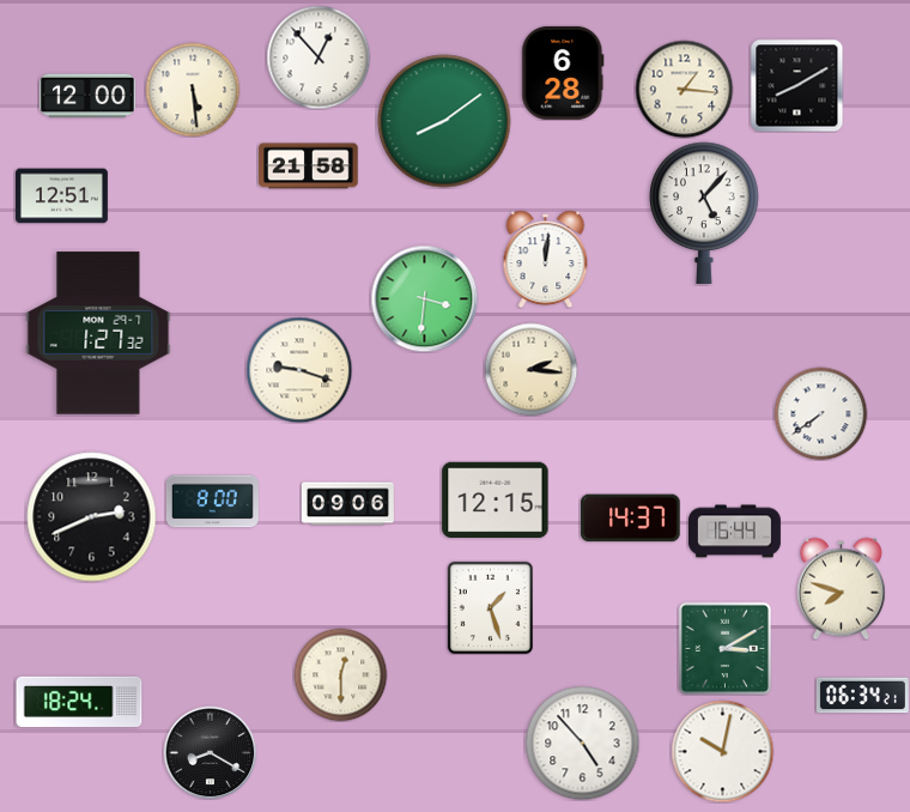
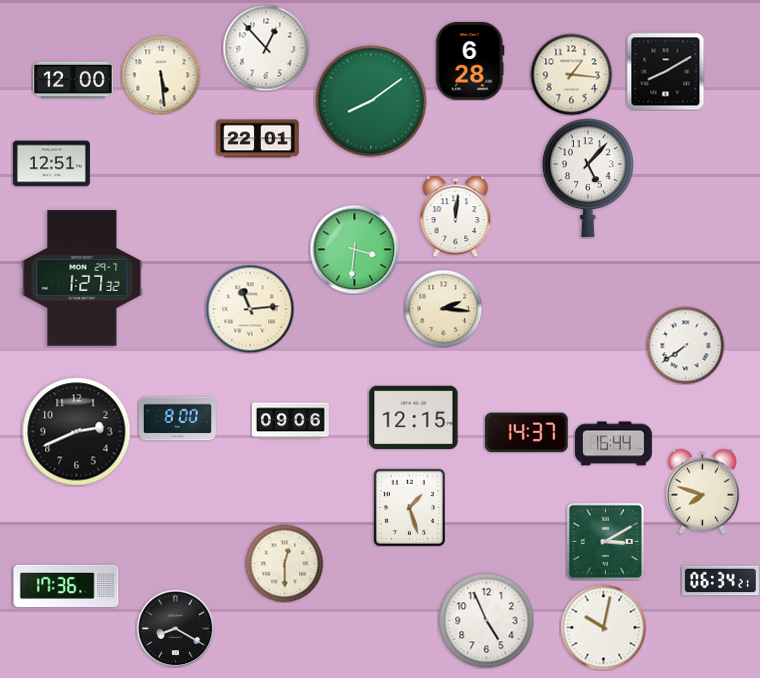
clock at (309, 166): 21:58 -> 22:01
clock at (299, 370): 9:18 -> 11:14
clock at (79, 702): 18:24 -> 17:36
clock at (582, 743): 4:53 -> 4:56
